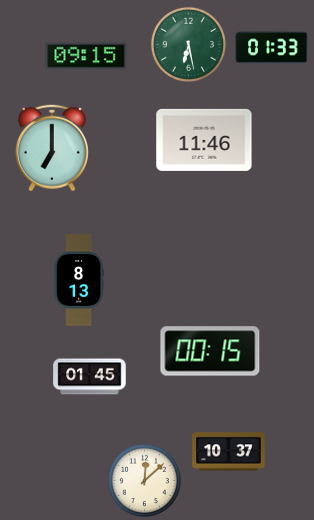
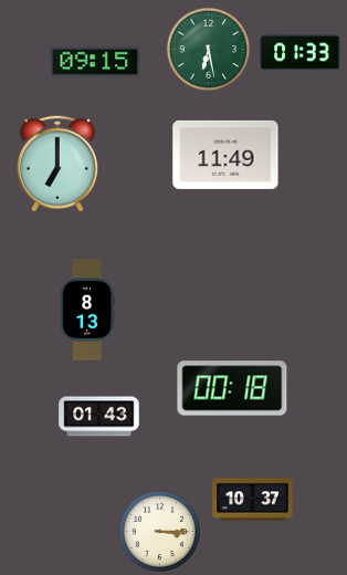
clock at (204, 140): 11:46 -> 11:49
clock at (210, 351): 00:15 -> 00:18
clock at (90, 377): 01:45 -> 01:43
clock at (144, 480): 12:08 -> 3:15
